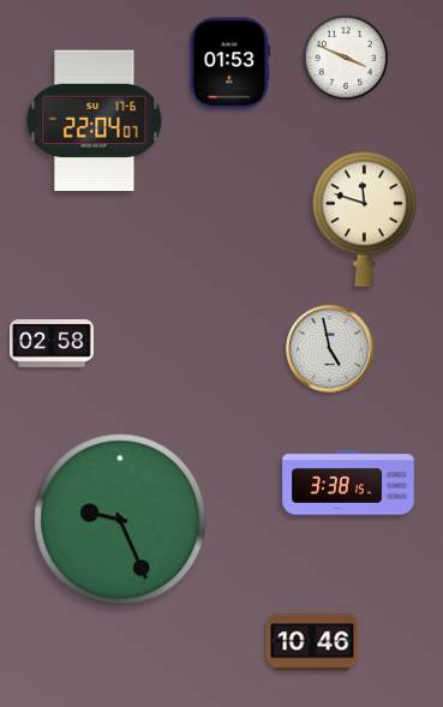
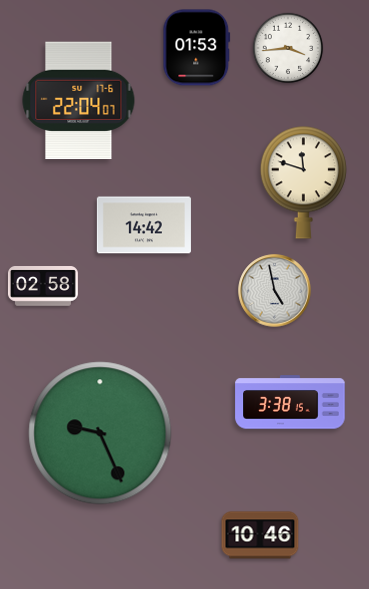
clock at (346, 58): 3:49 -> 3:44
clock at (231, 64) position: (231, 64) -> (197, 48)
clock at (144, 225): none -> 14:42
